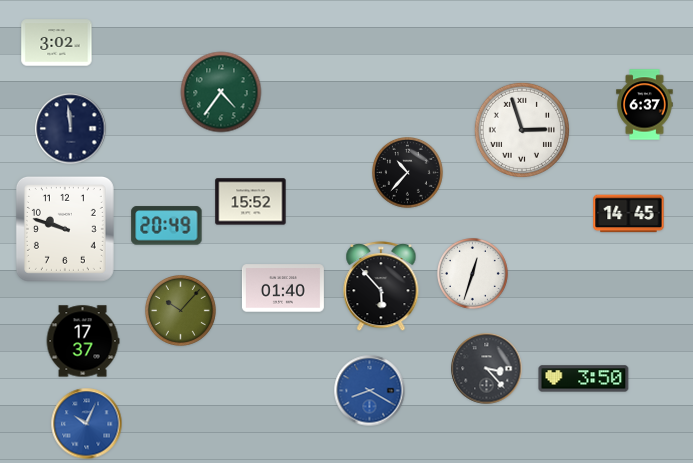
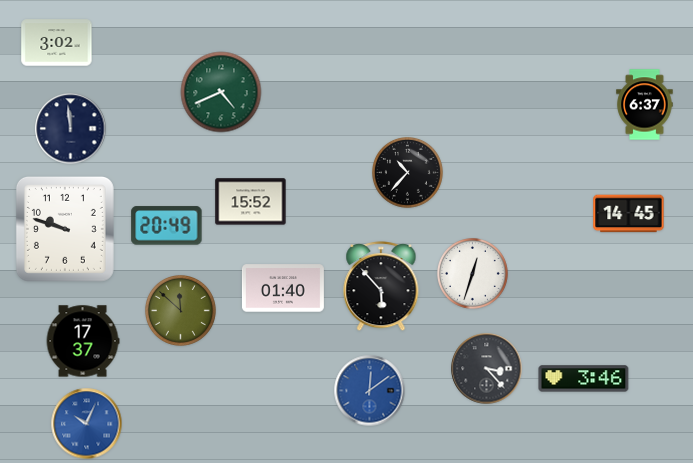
clock at (221, 92): 4:36 -> 4:41
clock at (522, 130): 2:57 -> none
clock at (181, 311): 10:07 -> 11:52
clock at (584, 379): 3:50 -> 3:46
clock at (370, 391): 8:20 -> 12:09
